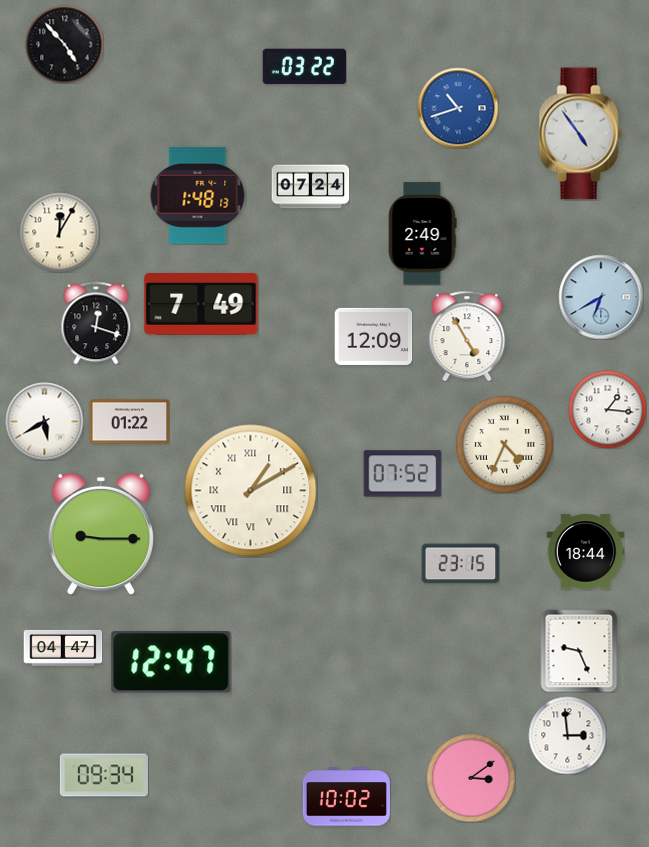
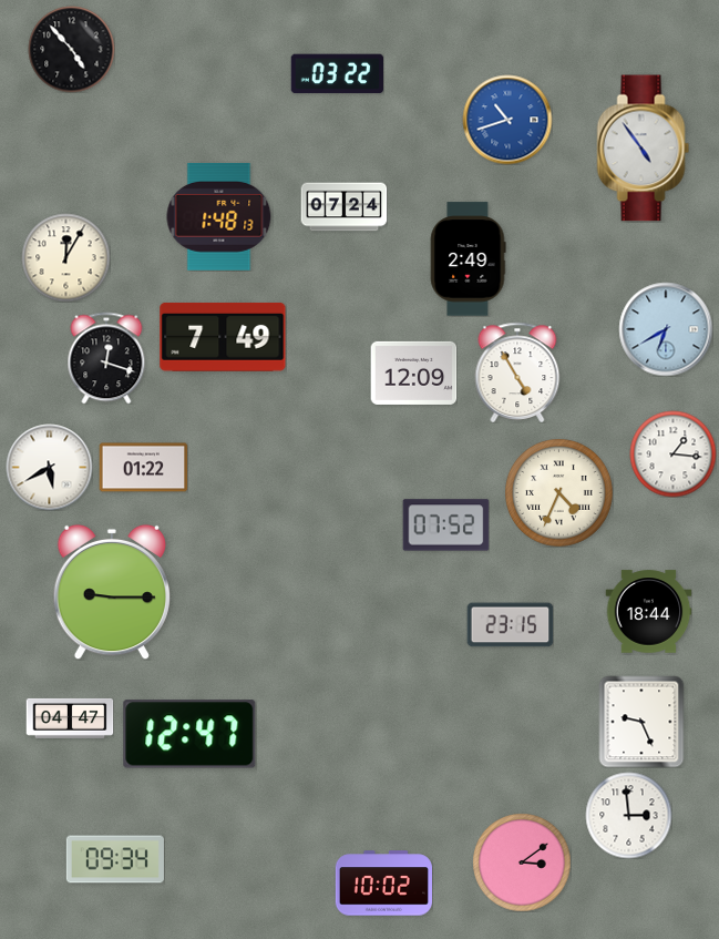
clock at (251, 491): 1:10 -> none
